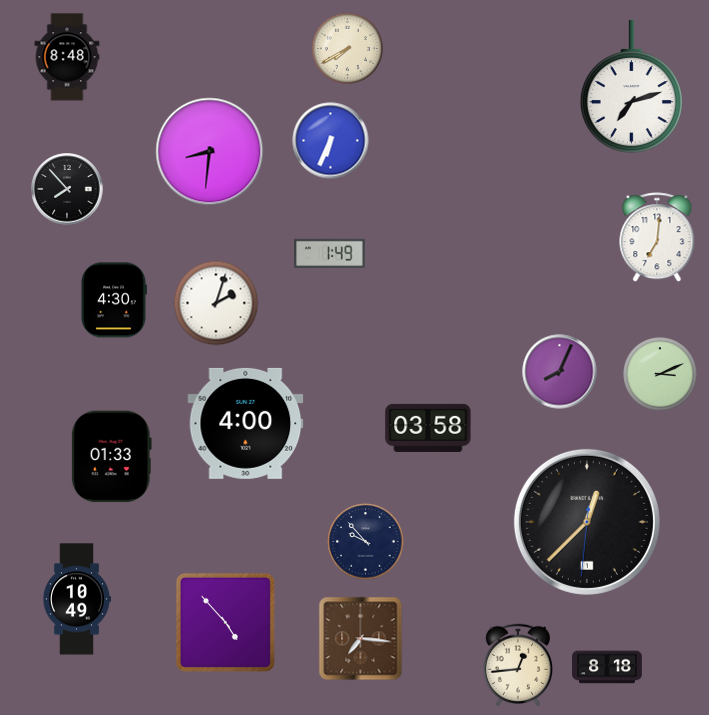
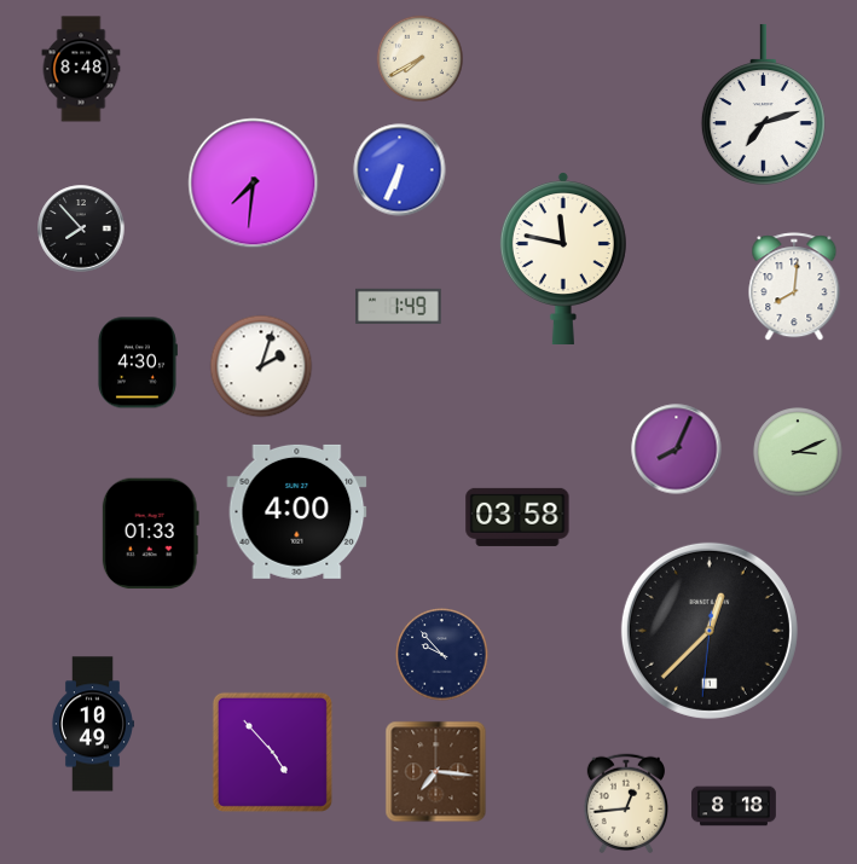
clock at (210, 152): 8:31 -> 7:31
clock at (563, 257): none -> 11:47
clock at (657, 238): 7:01 -> 8:01
clock at (111, 457) position: (111, 457) -> (150, 534)
